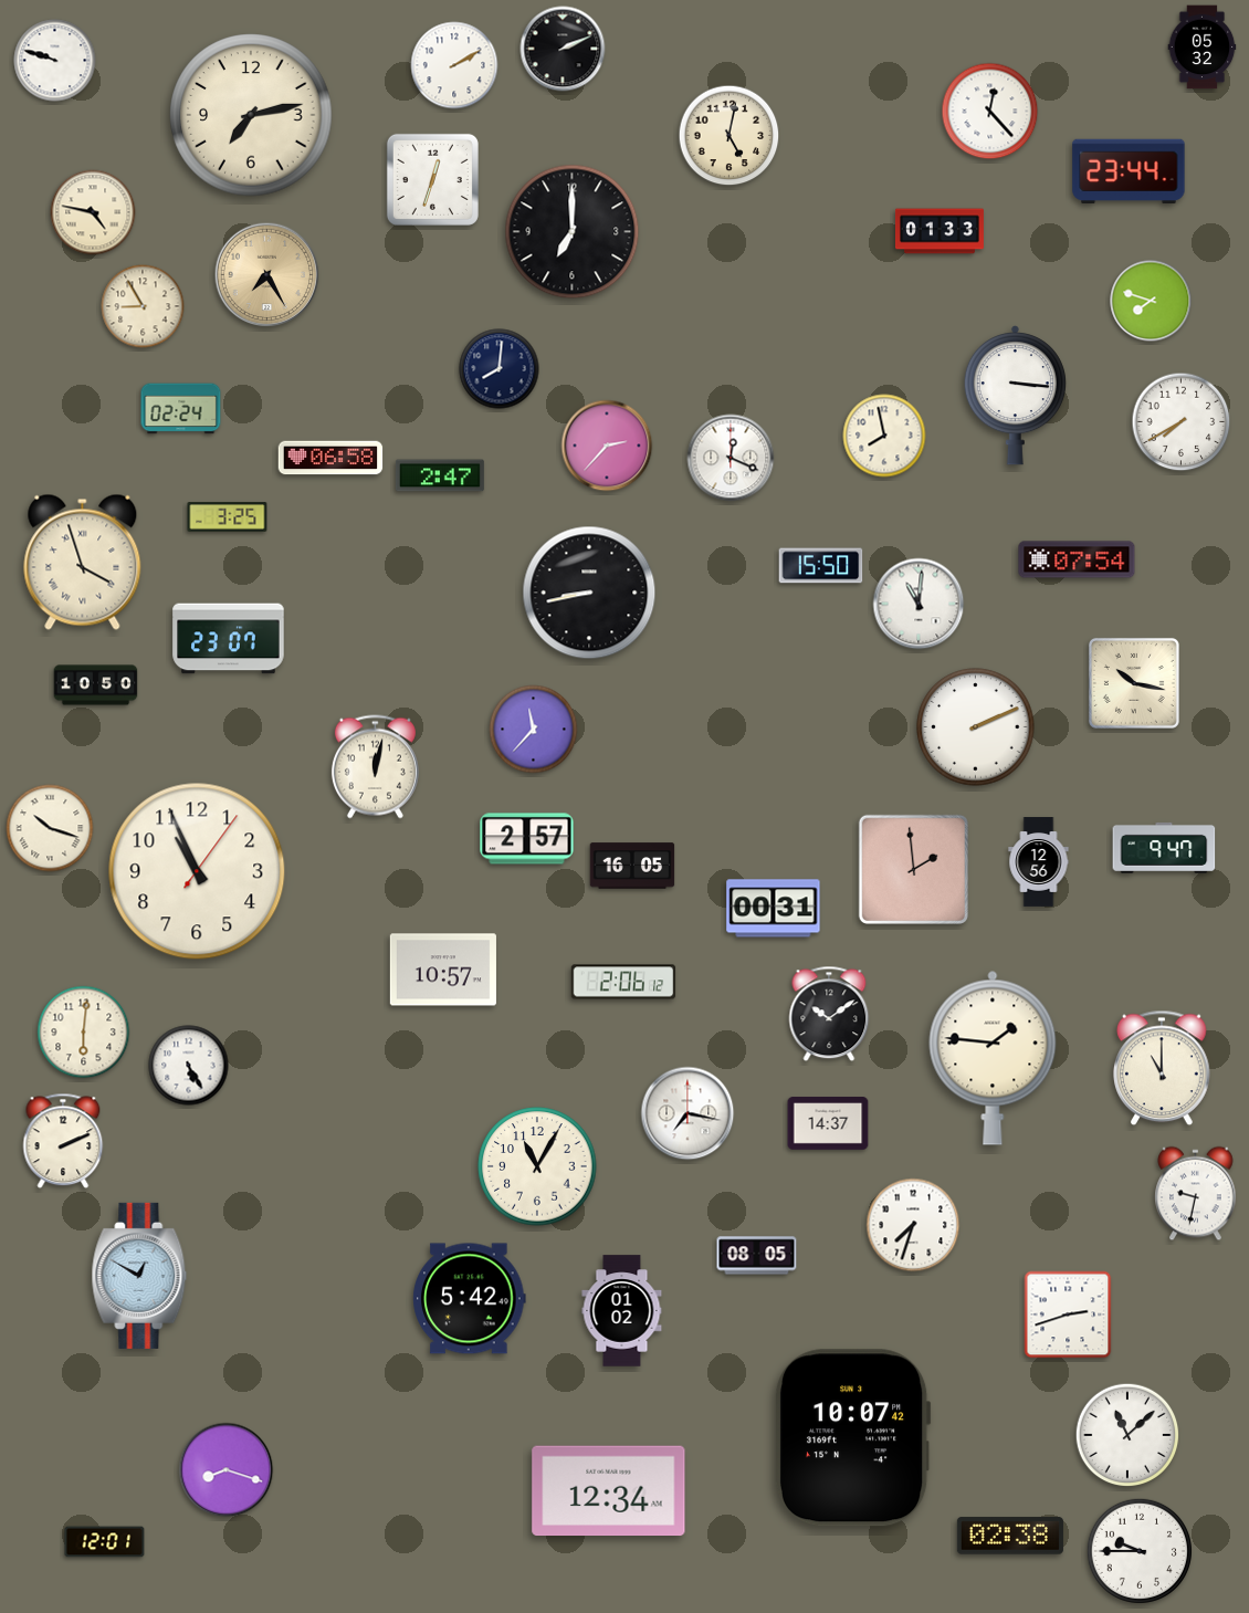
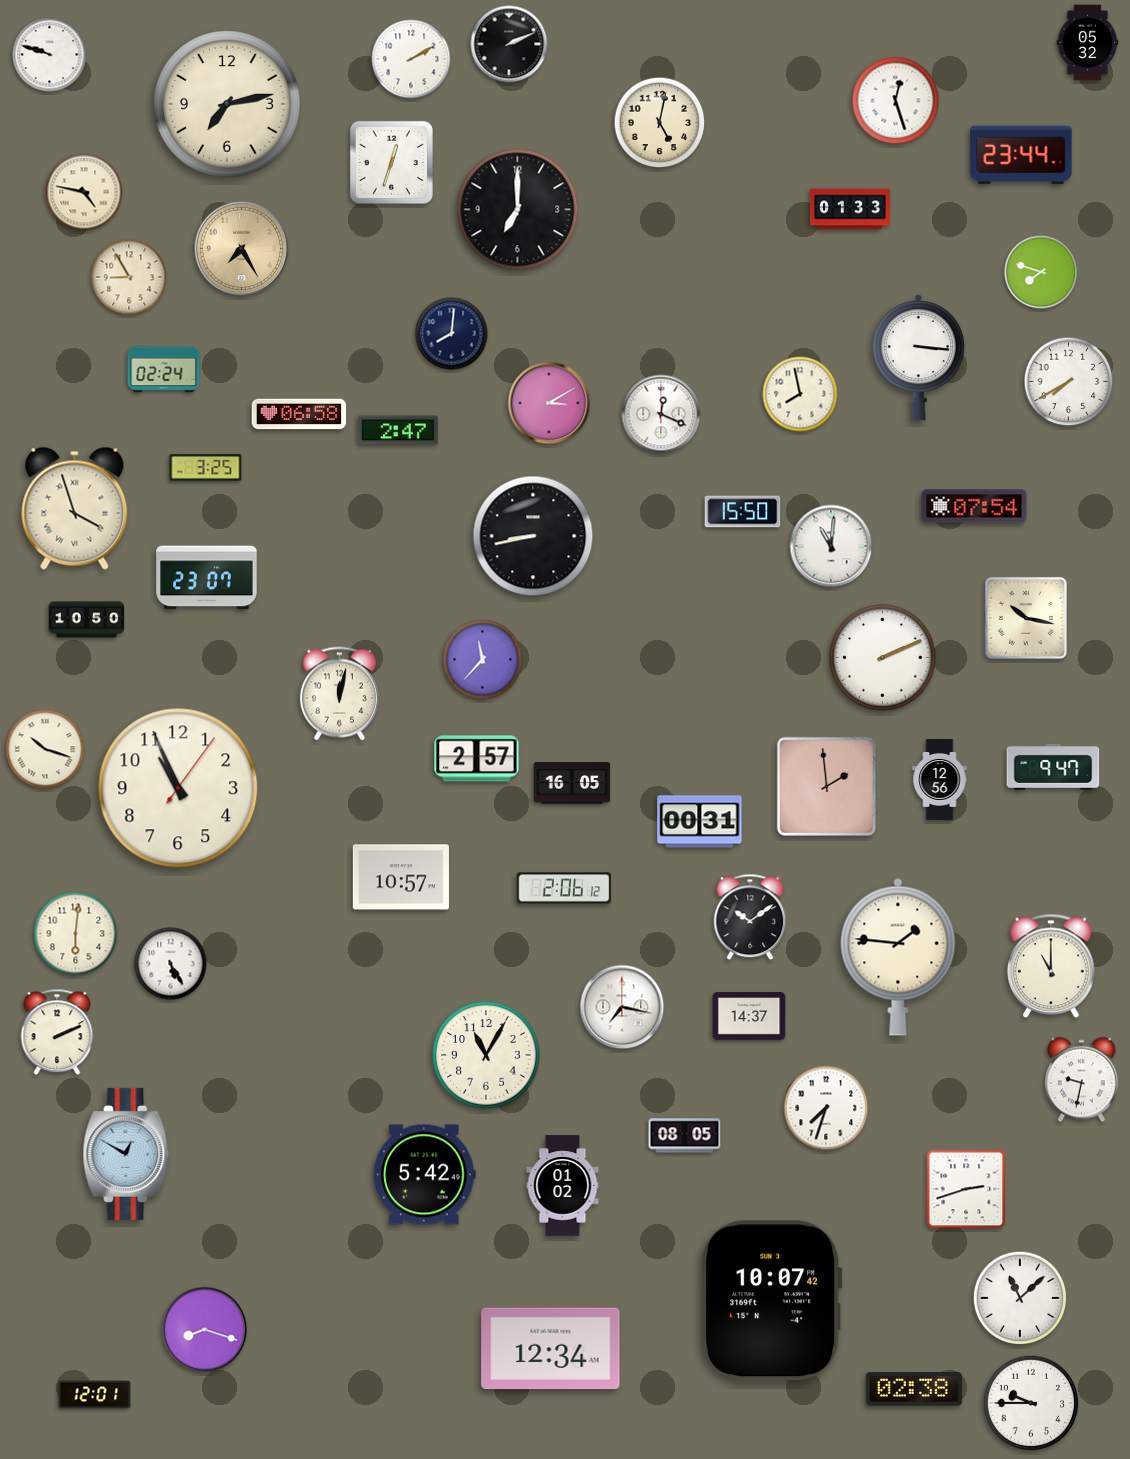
clock at (990, 112): 12:23 -> 12:27
clock at (607, 446): 2:37 -> 3:10
